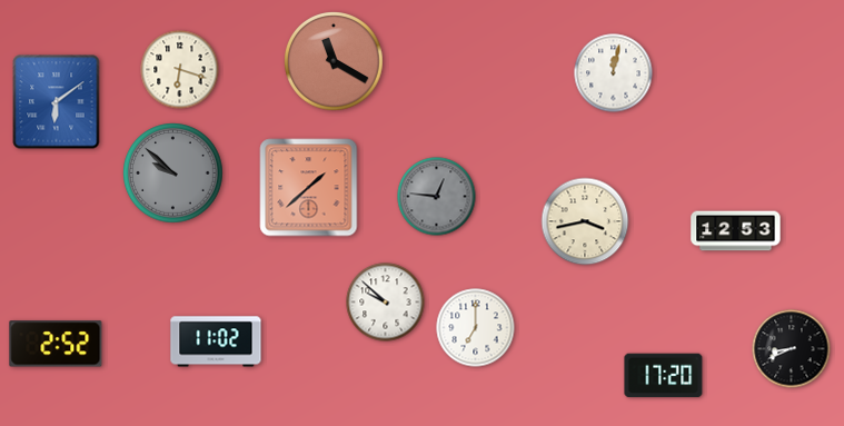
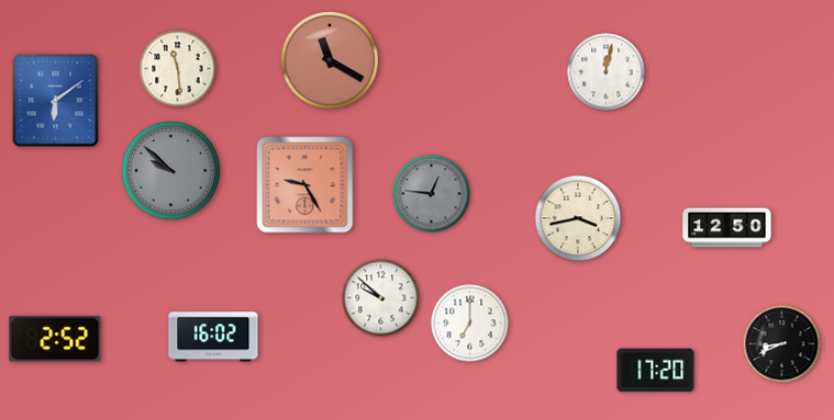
clock at (180, 70): 6:18 -> 11:29
clock at (309, 188): 1:38 -> 9:25
clock at (736, 231): 12:53 -> 12:50
clock at (216, 341): 11:02 -> 16:02
